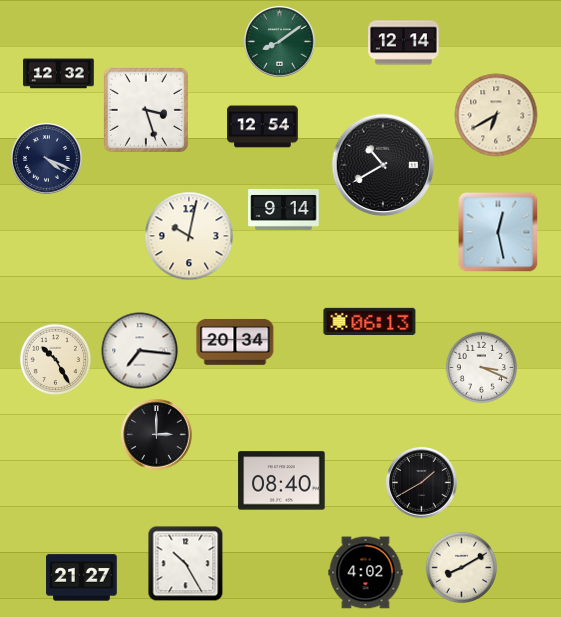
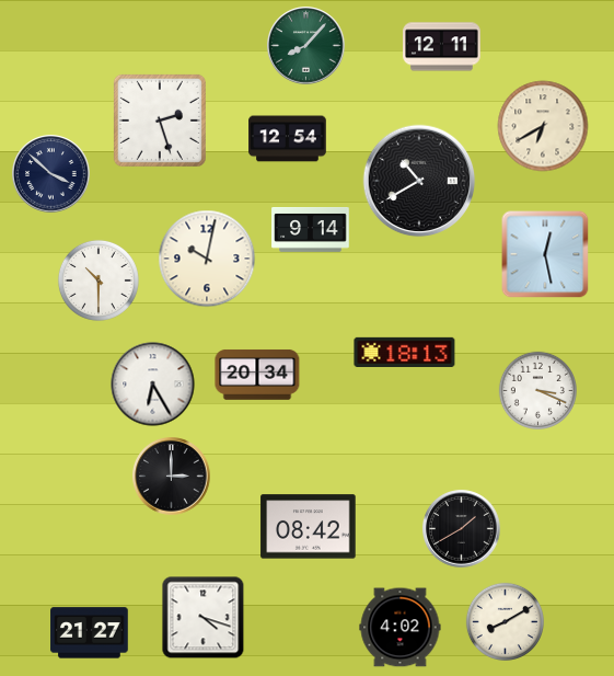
clock at (280, 42): 8:09 -> 8:07
clock at (404, 43): 12:14 -> 12:11
clock at (59, 74): 12:32 -> none
clock at (146, 110): 3:27 -> 2:27
clock at (47, 159): 4:19 -> 3:52
clock at (99, 280): none -> 10:30
clock at (370, 321): 06:13 -> 18:13
clock at (140, 351): 7:16 -> 6:25
clock at (55, 359): 10:25 -> none
clock at (481, 367) position: (481, 367) -> (537, 390)
clock at (282, 481): 08:40 -> 08:42
clock at (186, 564): 10:25 -> 4:18
